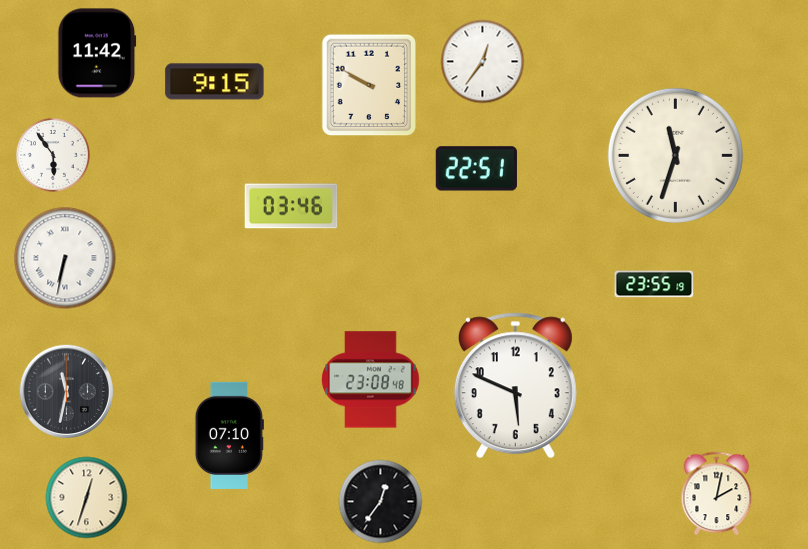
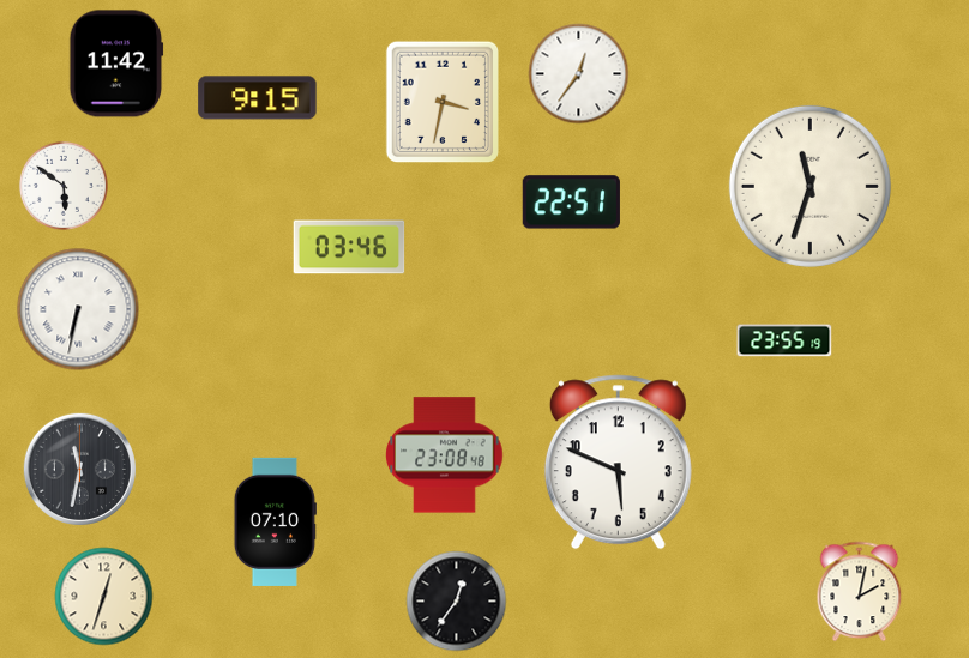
clock at (368, 85): 9:50 -> 3:32
clock at (53, 155): 5:54 -> 5:51
